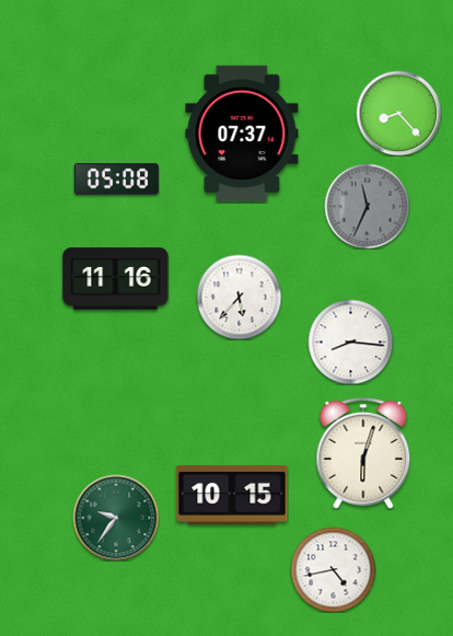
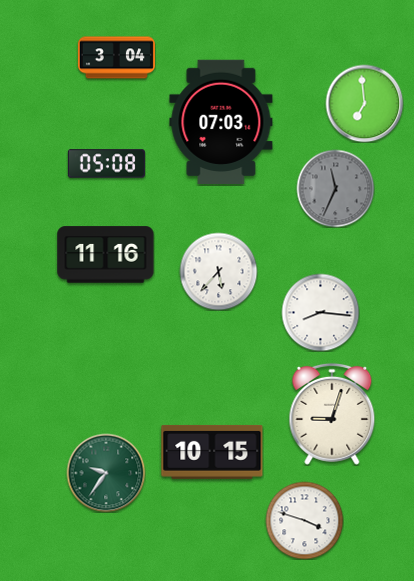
clock at (116, 58): none -> 3:04
clock at (398, 113): 8:23 -> 6:59
clock at (242, 132): 07:37 -> 07:03
clock at (363, 453): 6:03 -> 9:03
clock at (333, 569): 4:43 -> 3:48
